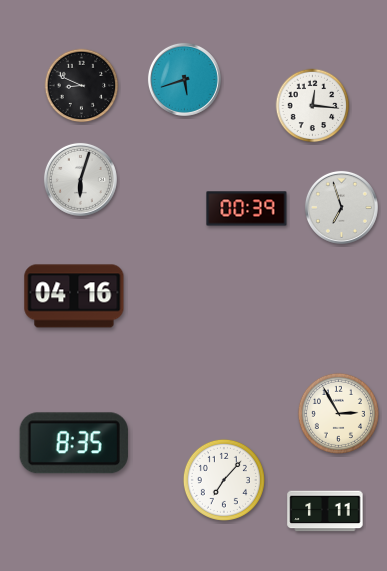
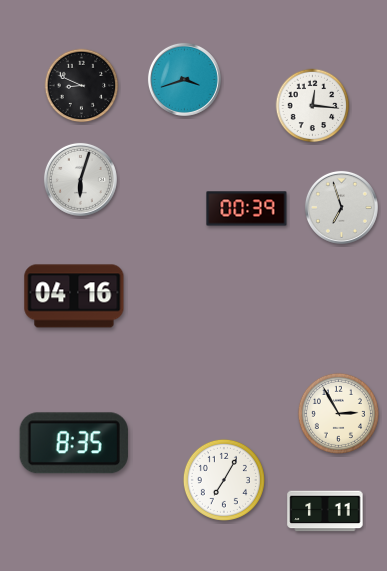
clock at (184, 79): 5:42 -> 3:42
clock at (224, 480): 7:07 -> 7:05
